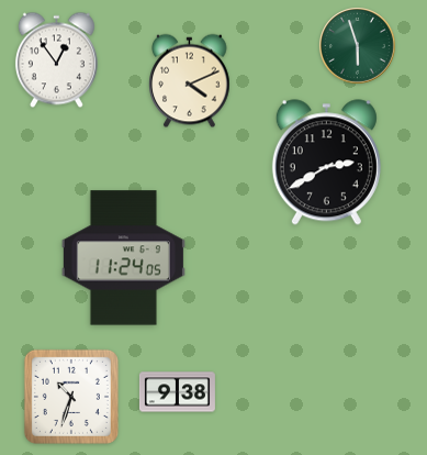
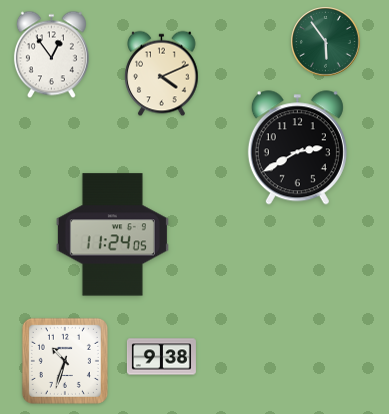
clock at (358, 46): 5:57 -> 5:54
clock at (190, 81) position: (190, 81) -> (162, 74)
